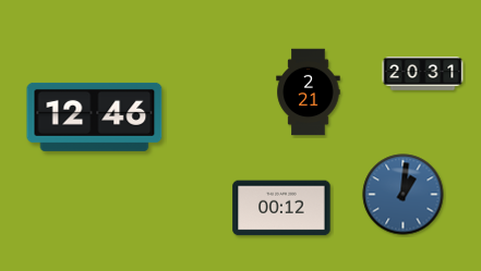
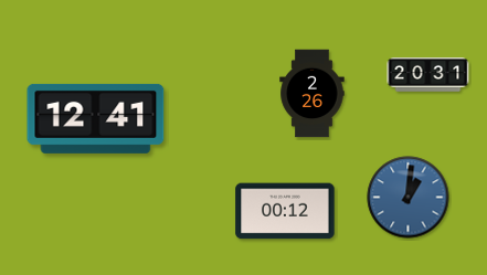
clock at (309, 93): 2:21 -> 2:26
clock at (95, 116): 12:46 -> 12:41
